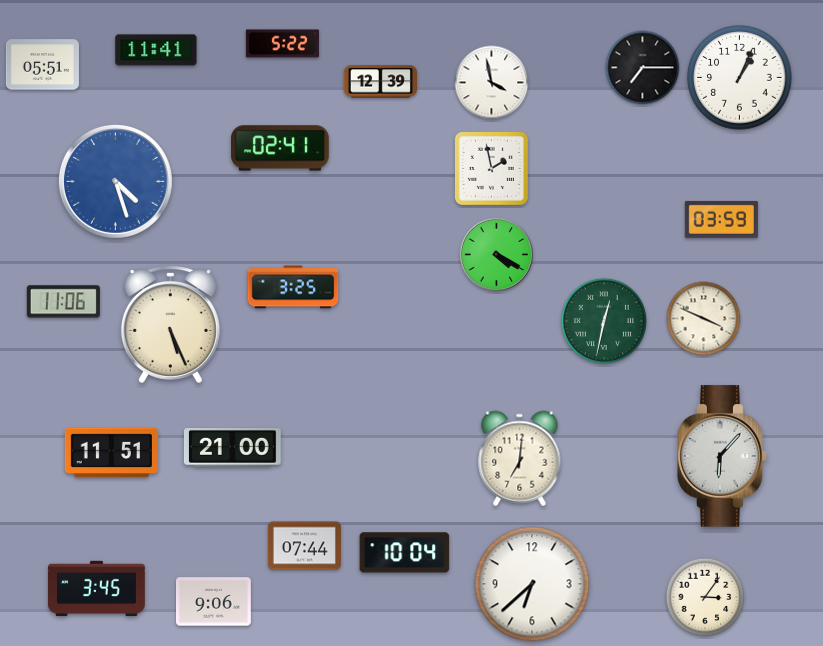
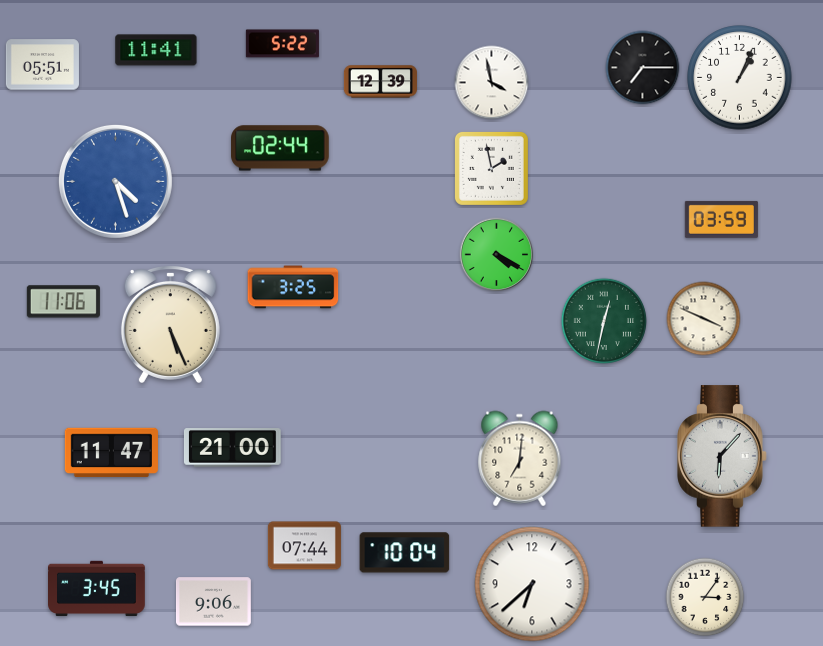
clock at (280, 148): 02:41 -> 02:44
clock at (111, 453): 11:51 -> 11:47
